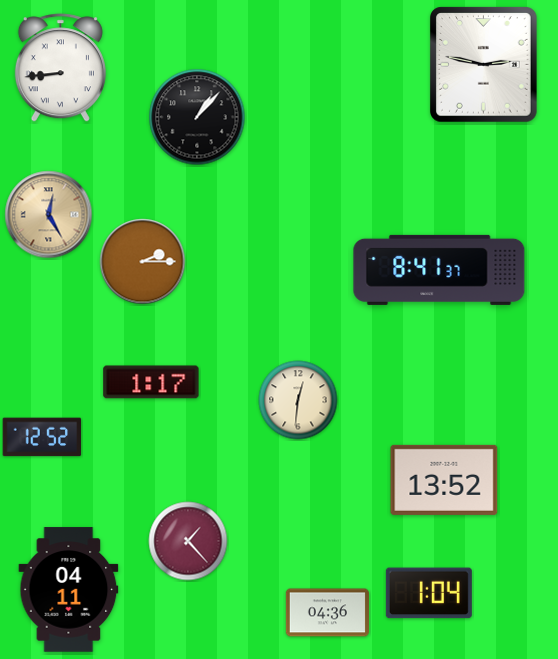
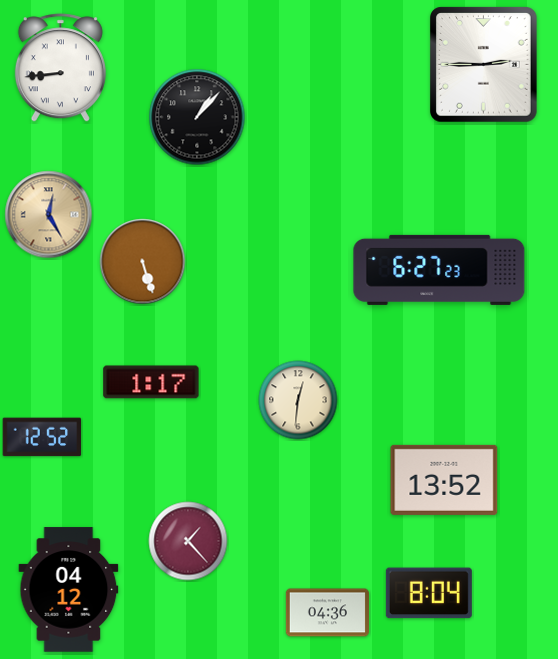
clock at (484, 65): 2:47 -> 2:45
clock at (143, 262): 2:15 -> 5:27
clock at (439, 270): 8:41 -> 6:27
clock at (69, 590): 04:11 -> 04:12
clock at (429, 593): 1:04 -> 8:04
